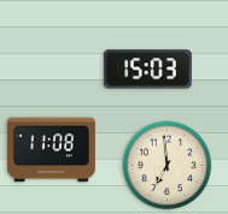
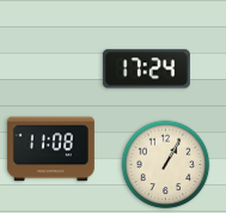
clock at (147, 70): 15:03 -> 17:24
clock at (168, 166): 6:59 -> 1:05
